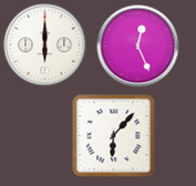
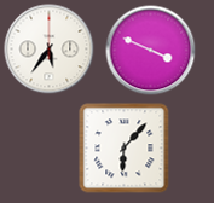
clock at (45, 45): 6:00 -> 5:36
clock at (138, 46): 12:26 -> 3:49
